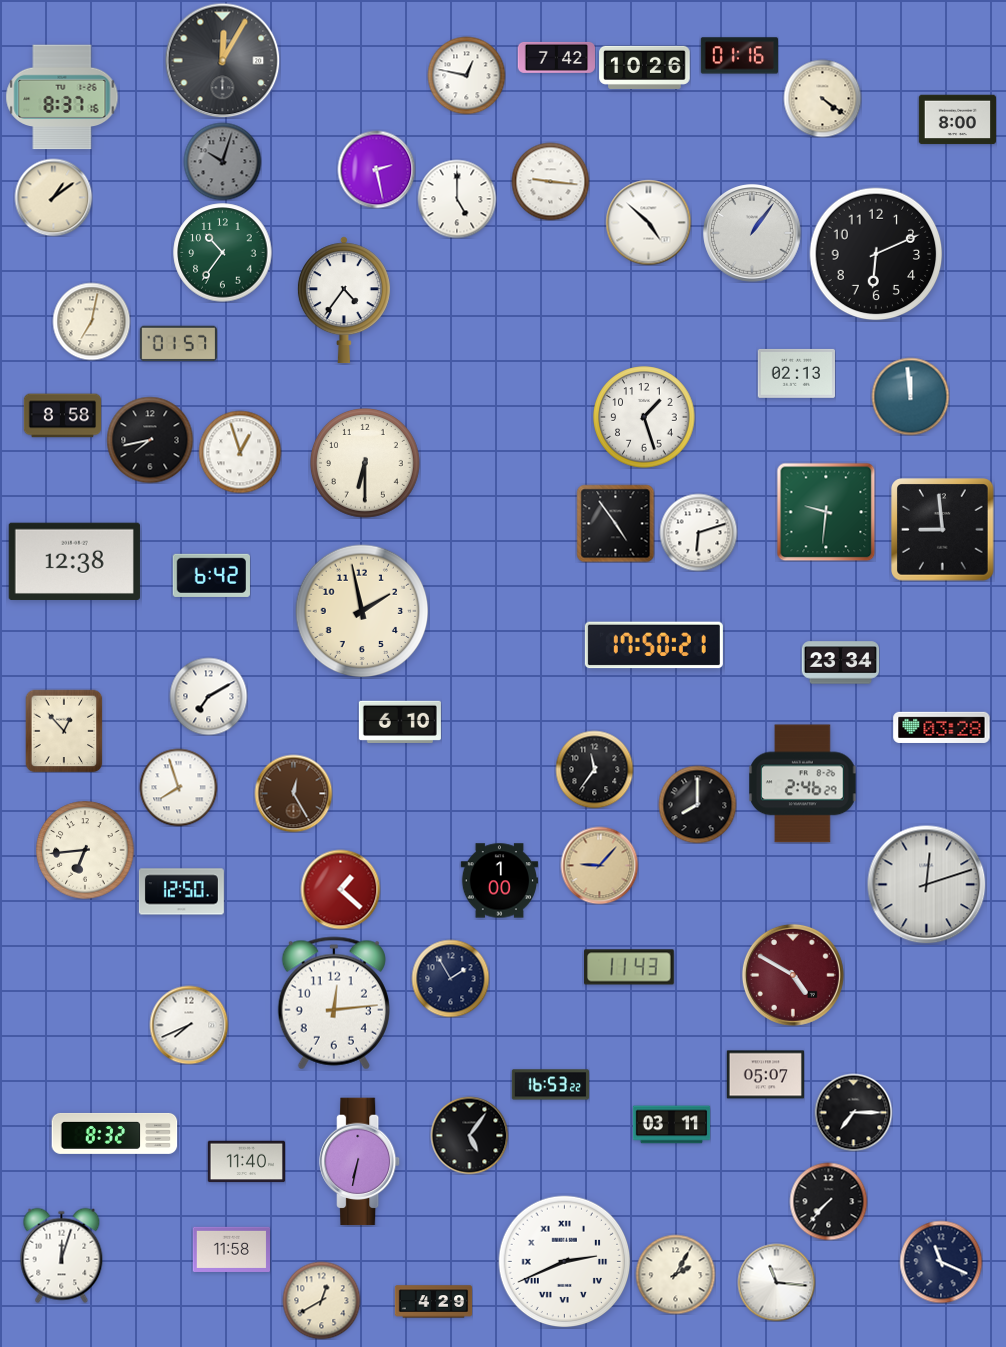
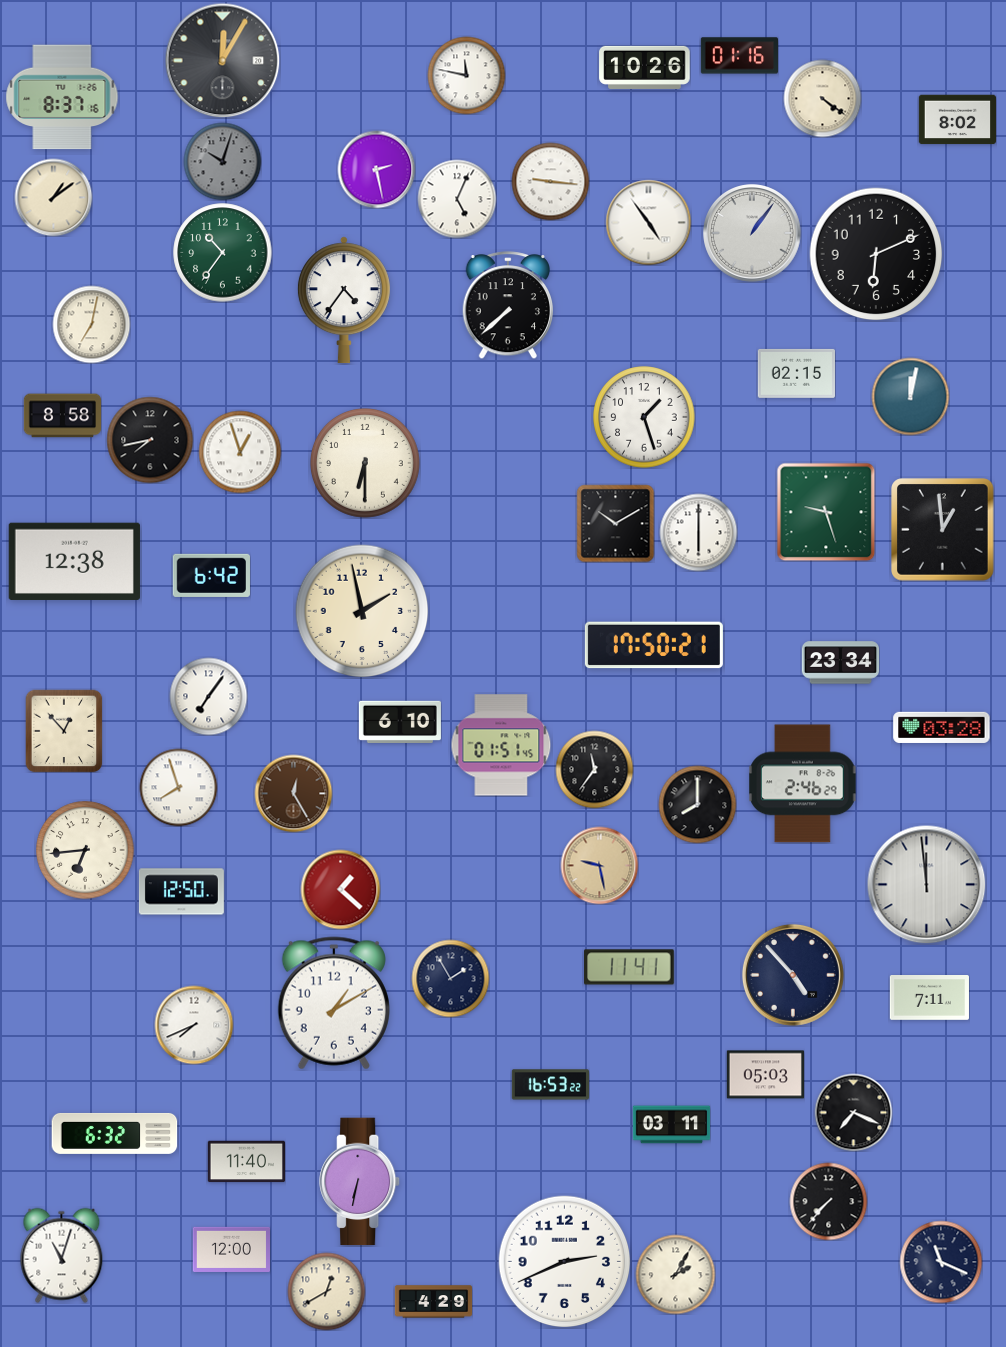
clock at (556, 57): 7:42 -> none
clock at (466, 75): 12:47 -> 11:47
clock at (957, 120): 8:00 -> 8:02
clock at (457, 199): 5:00 -> 5:04
clock at (648, 222): 4:52 -> 4:54
clock at (507, 305): none -> 7:38
clock at (91, 321) position: (91, 321) -> (91, 324)
clock at (178, 344): 01:57 -> none
clock at (796, 373): 02:13 -> 02:15
clock at (910, 396): 11:59 -> 12:02
clock at (826, 512): 9:31 -> 9:27
clock at (615, 523): 4:54 -> 10:10
clock at (943, 530): 8:59 -> 12:59
clock at (698, 532): 6:12 -> 6:00
clock at (208, 696): 7:10 -> 7:06
clock at (501, 745): none -> 01:51
clock at (599, 865): 9:07 -> 9:28
clock at (499, 881): 1:00 -> none
clock at (927, 885): 12:12 -> 11:59
clock at (629, 967): 11:43 -> 11:41
clock at (793, 975): 4:50 -> 4:53
clock at (793, 975) dial: burgundy -> navy
clock at (929, 998): none -> 7:11
clock at (334, 1003): 12:14 -> 1:10
clock at (189, 1025) position: (189, 1025) -> (194, 1025)
clock at (765, 1075): 05:07 -> 05:03
clock at (853, 1112): 7:15 -> 7:19
clock at (115, 1133): 8:32 -> 6:32
clock at (469, 1135): 5:06 -> none
clock at (360, 1162) position: (360, 1162) -> (360, 1182)
clock at (231, 1249): 11:58 -> 12:00
clock at (62, 1255): 12:03 -> 11:03
clock at (565, 1262) numerals: Roman -> Arabic
clock at (776, 1282): 11:16 -> none
clock at (321, 1300) position: (321, 1300) -> (326, 1291)
